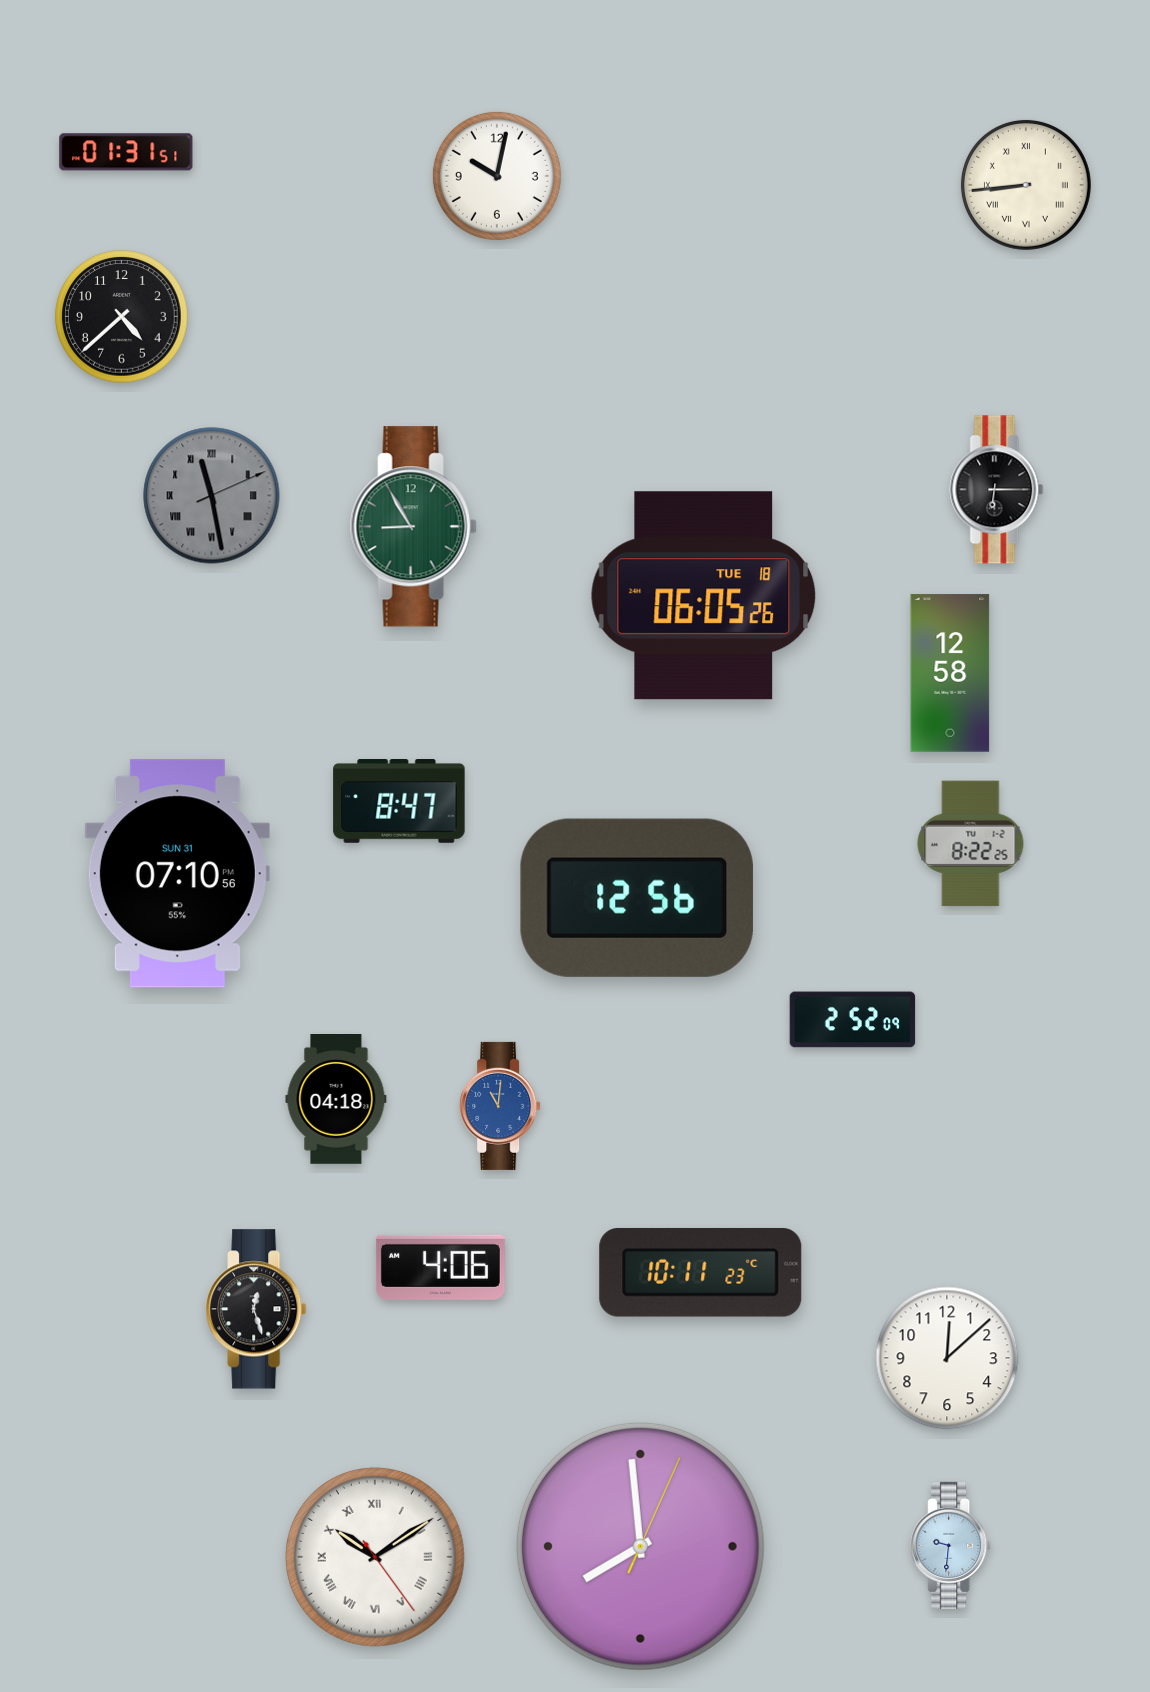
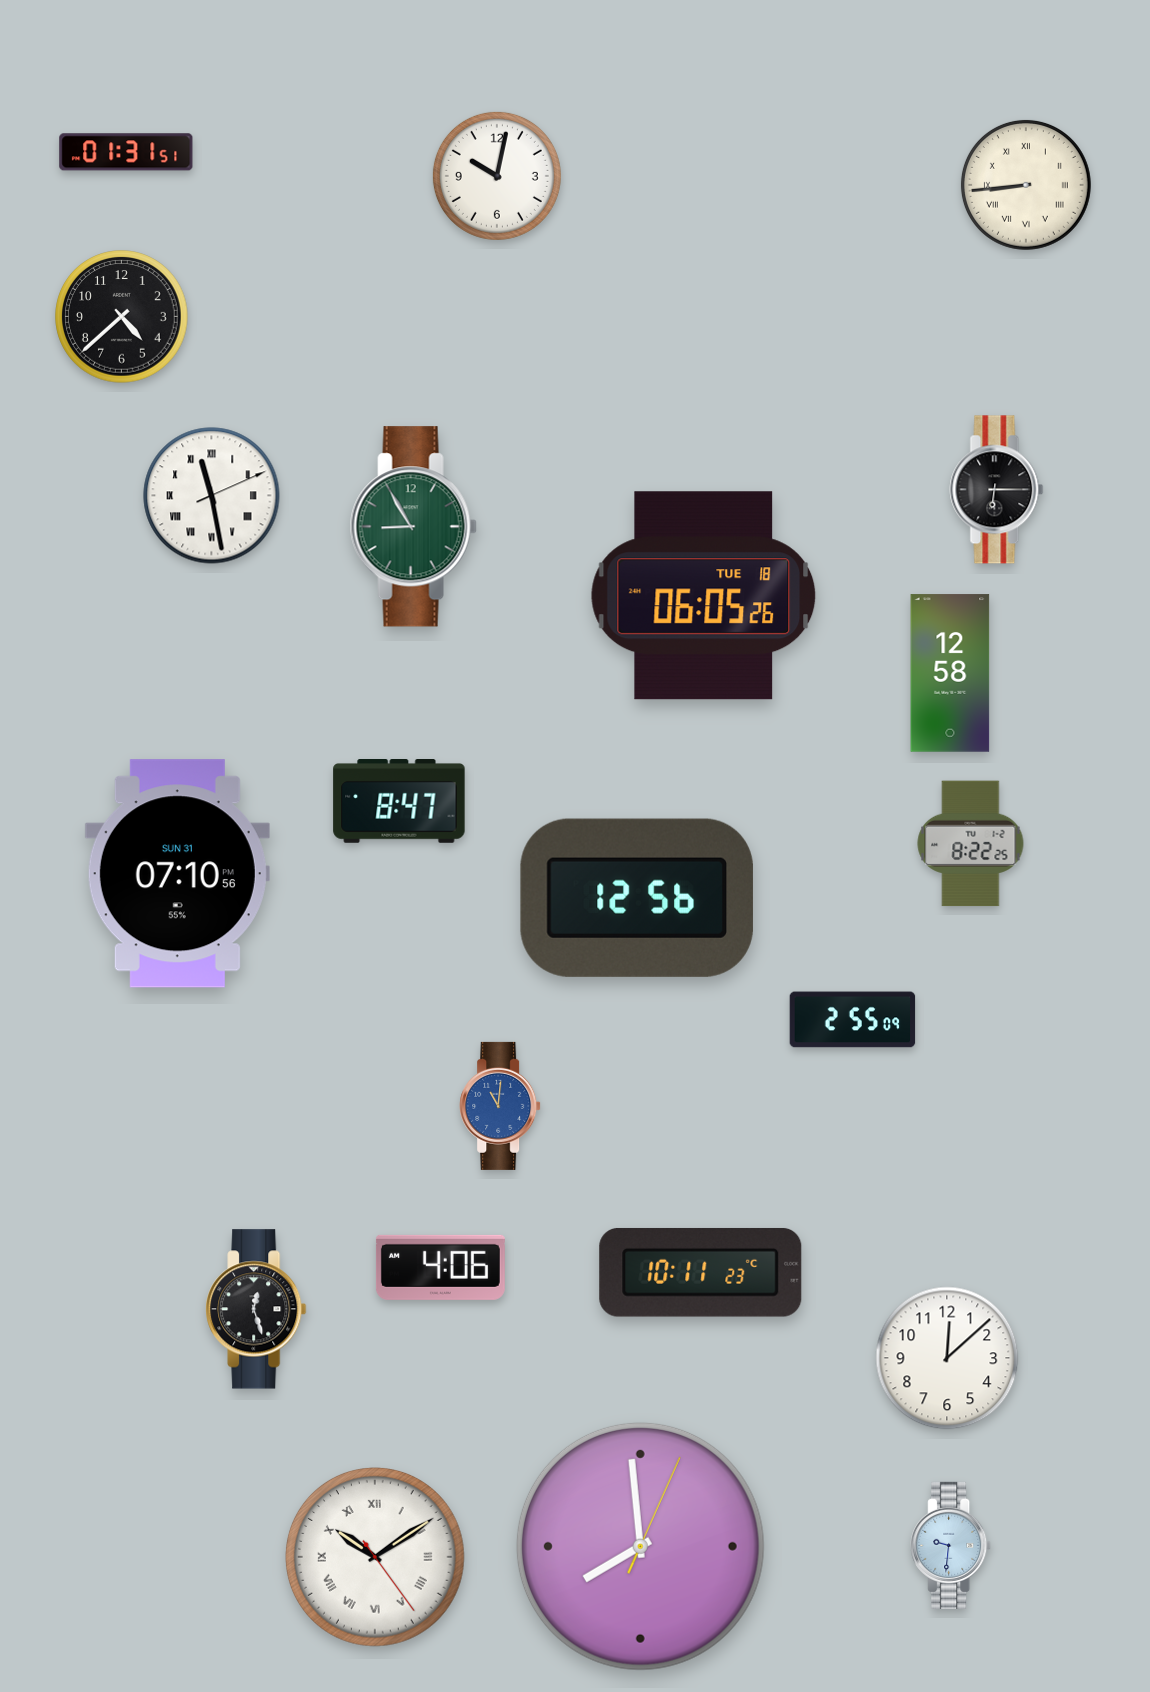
clock at (212, 496) dial: grey -> white
clock at (853, 1020): 2:52 -> 2:55
clock at (336, 1100): 04:18 -> none
